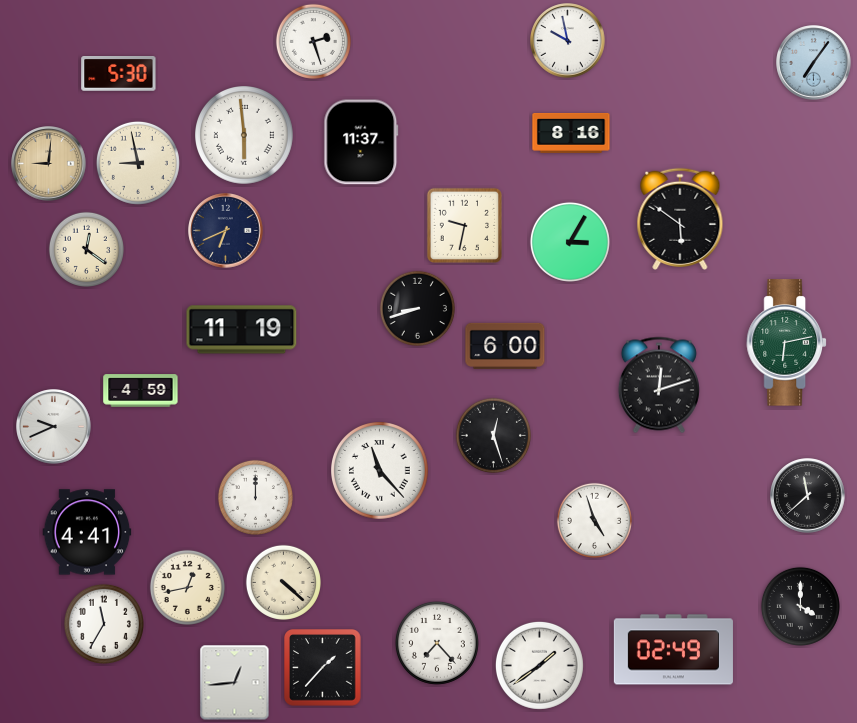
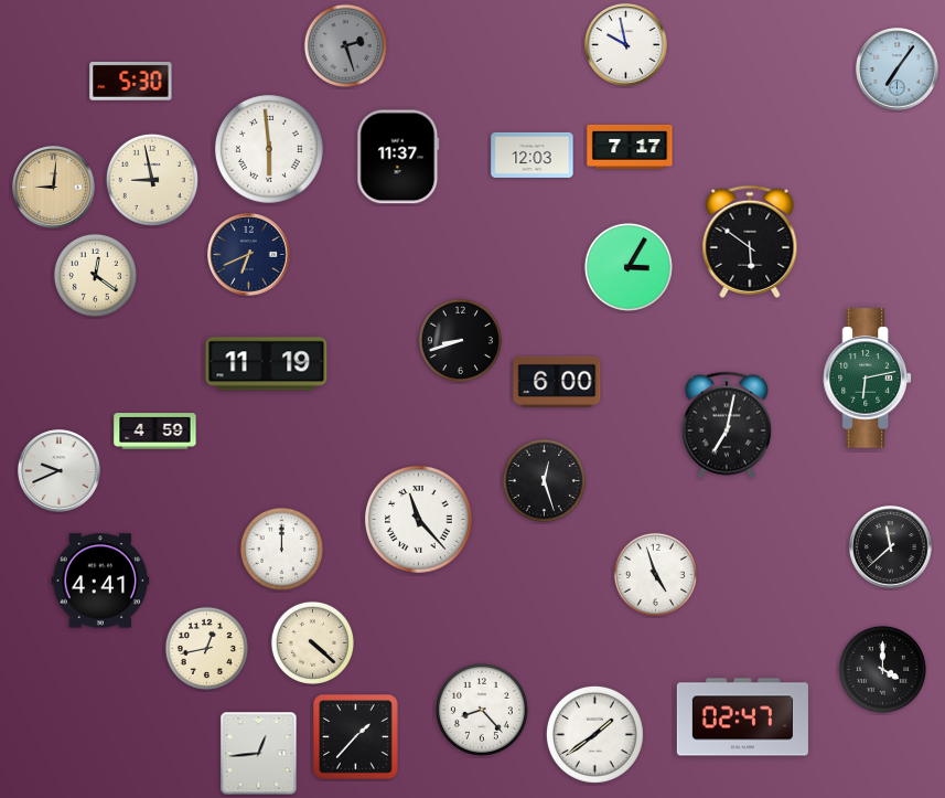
clock at (313, 41) dial: white -> grey
clock at (571, 133): 8:16 -> 7:17
clock at (533, 155): none -> 12:03
clock at (49, 164) position: (49, 164) -> (54, 188)
clock at (464, 225): 9:32 -> none
clock at (659, 385): 12:12 -> 7:02
clock at (87, 532) position: (87, 532) -> (100, 581)
clock at (104, 624): 11:35 -> none
clock at (437, 643): 7:23 -> 8:23
clock at (673, 650): 02:49 -> 02:47
